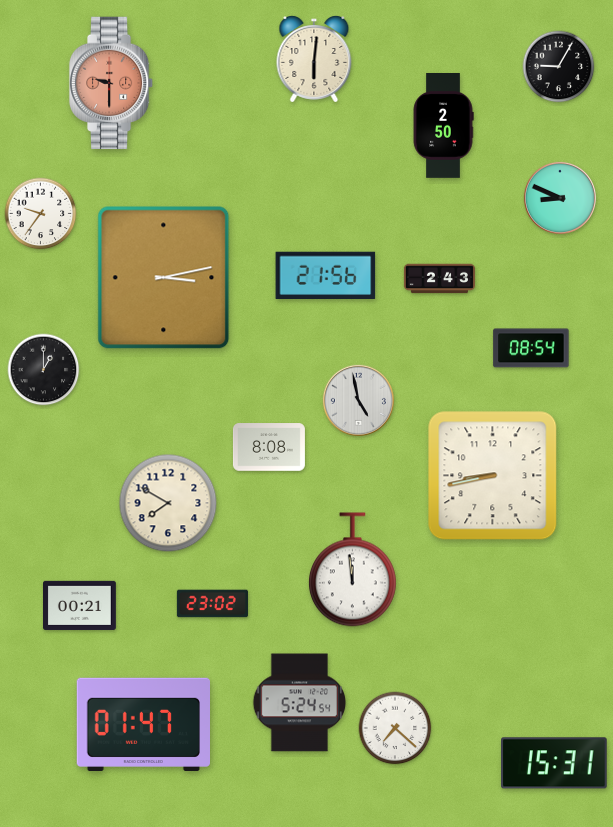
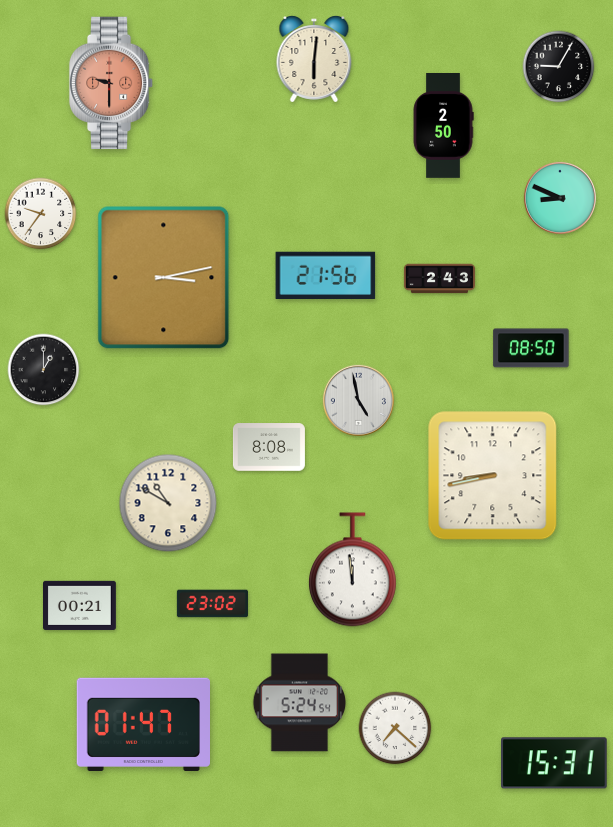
clock at (531, 348): 08:54 -> 08:50
clock at (168, 503): 7:50 -> 10:50
